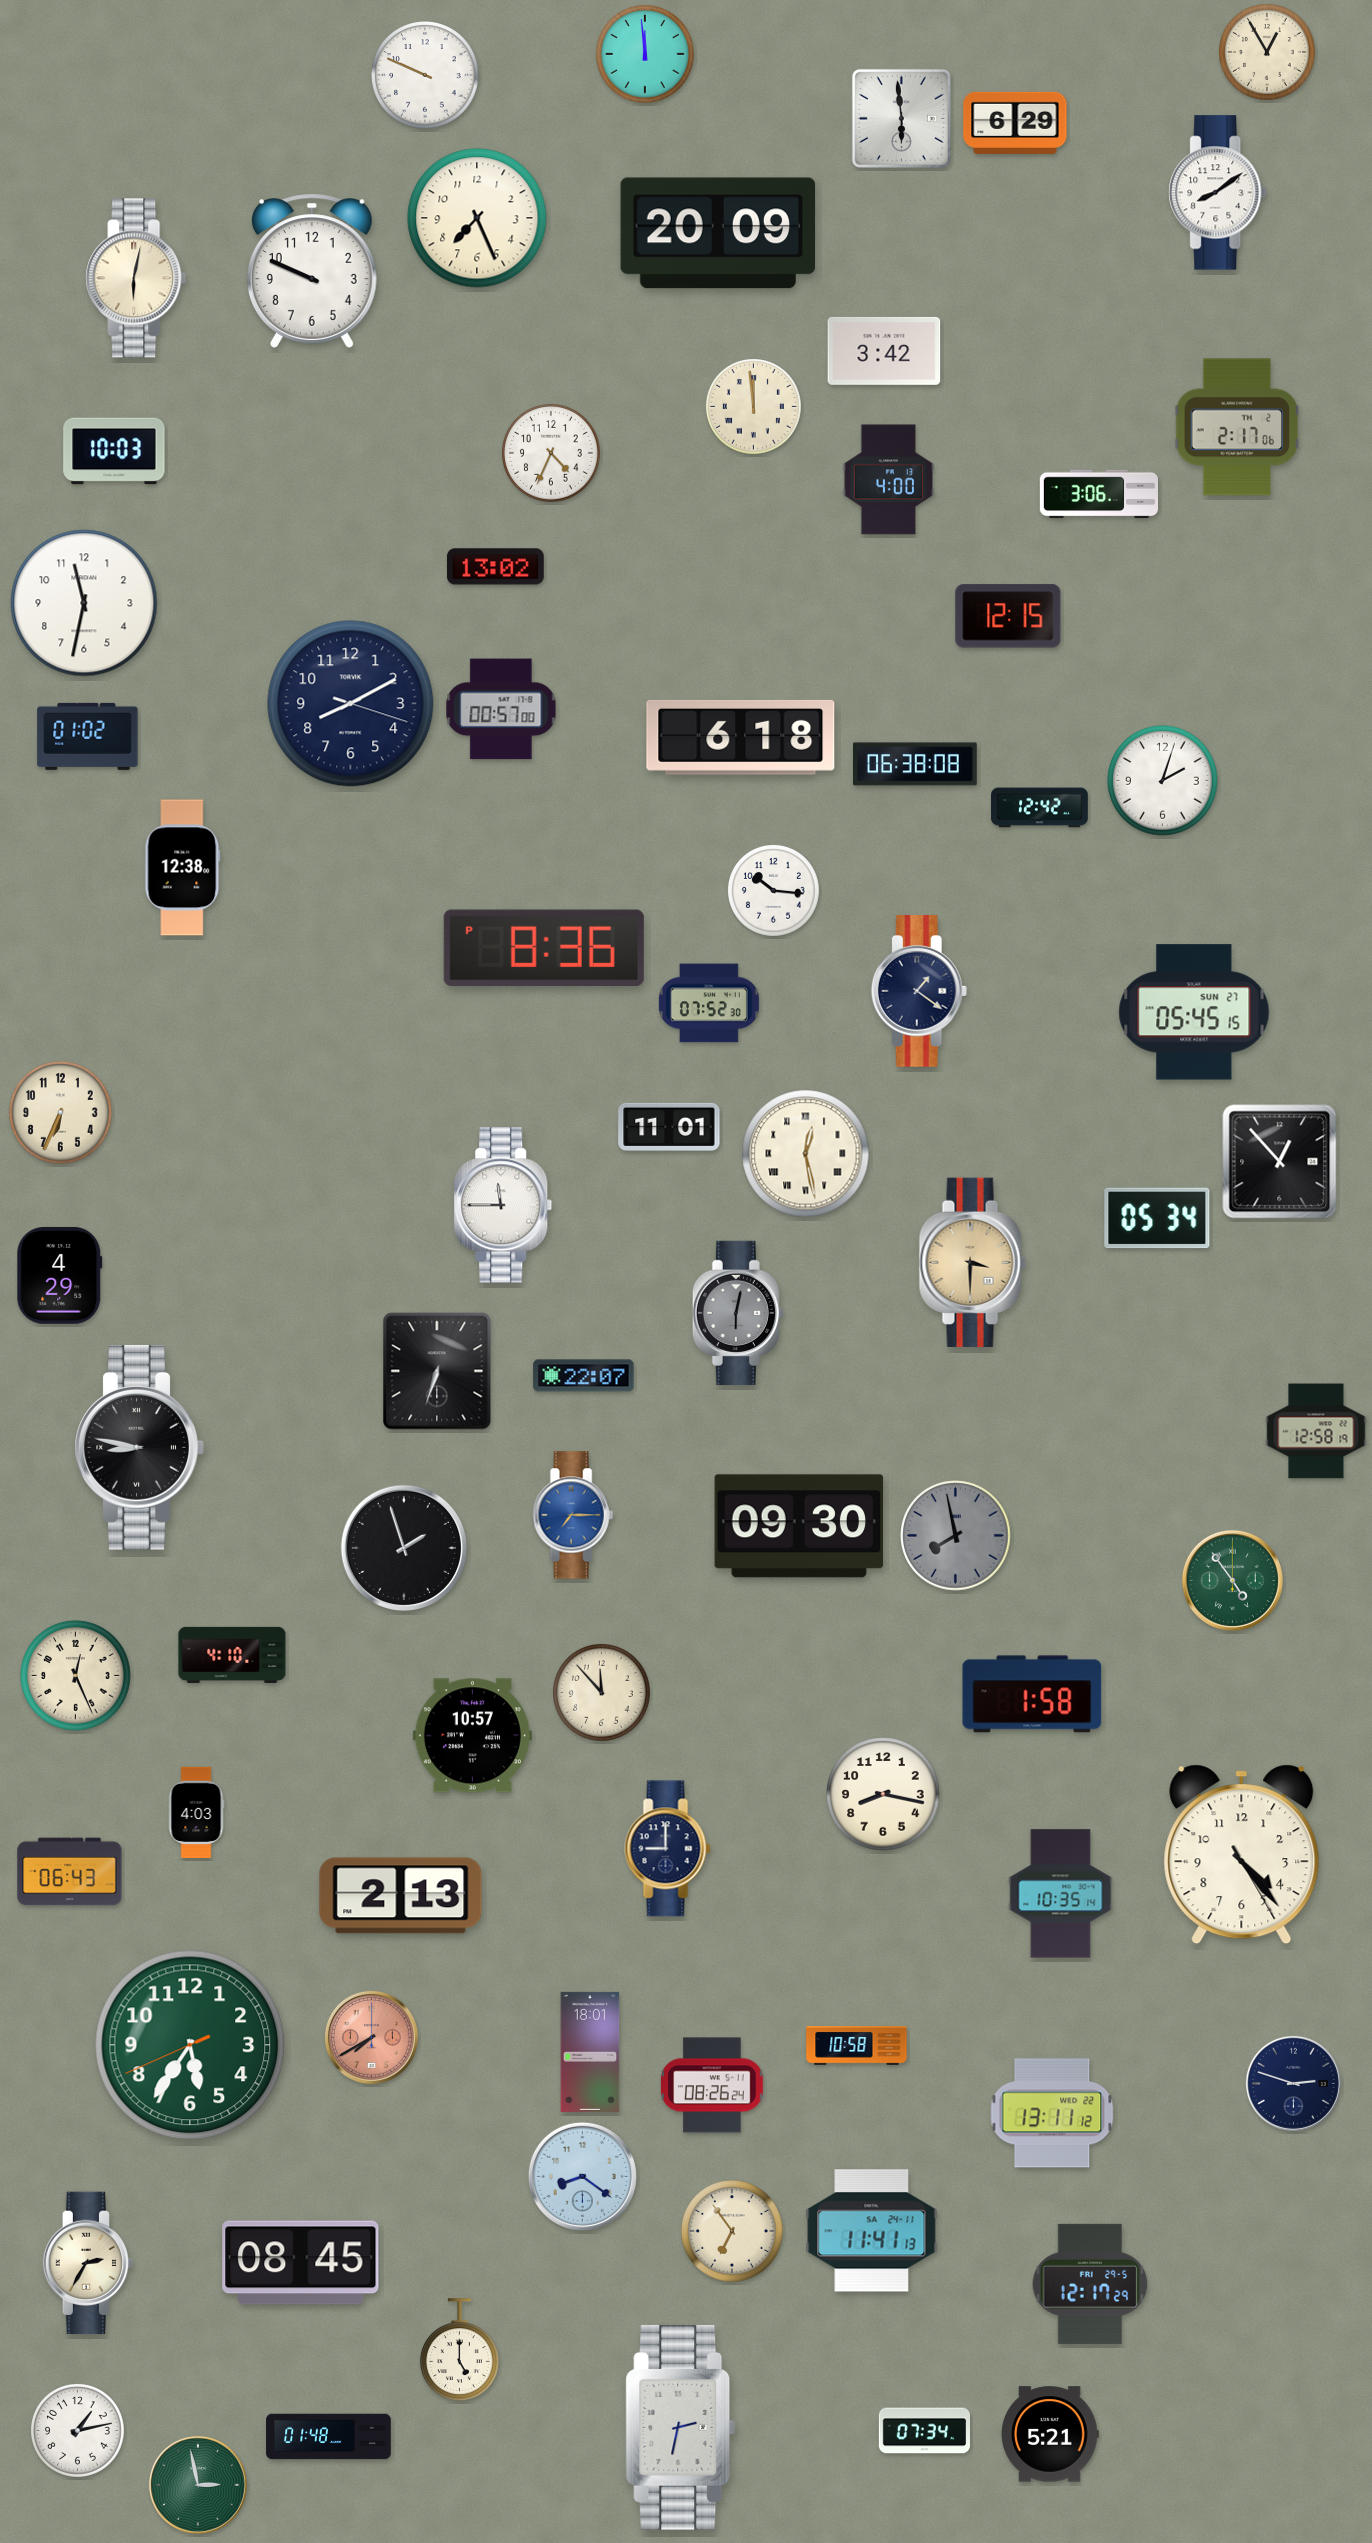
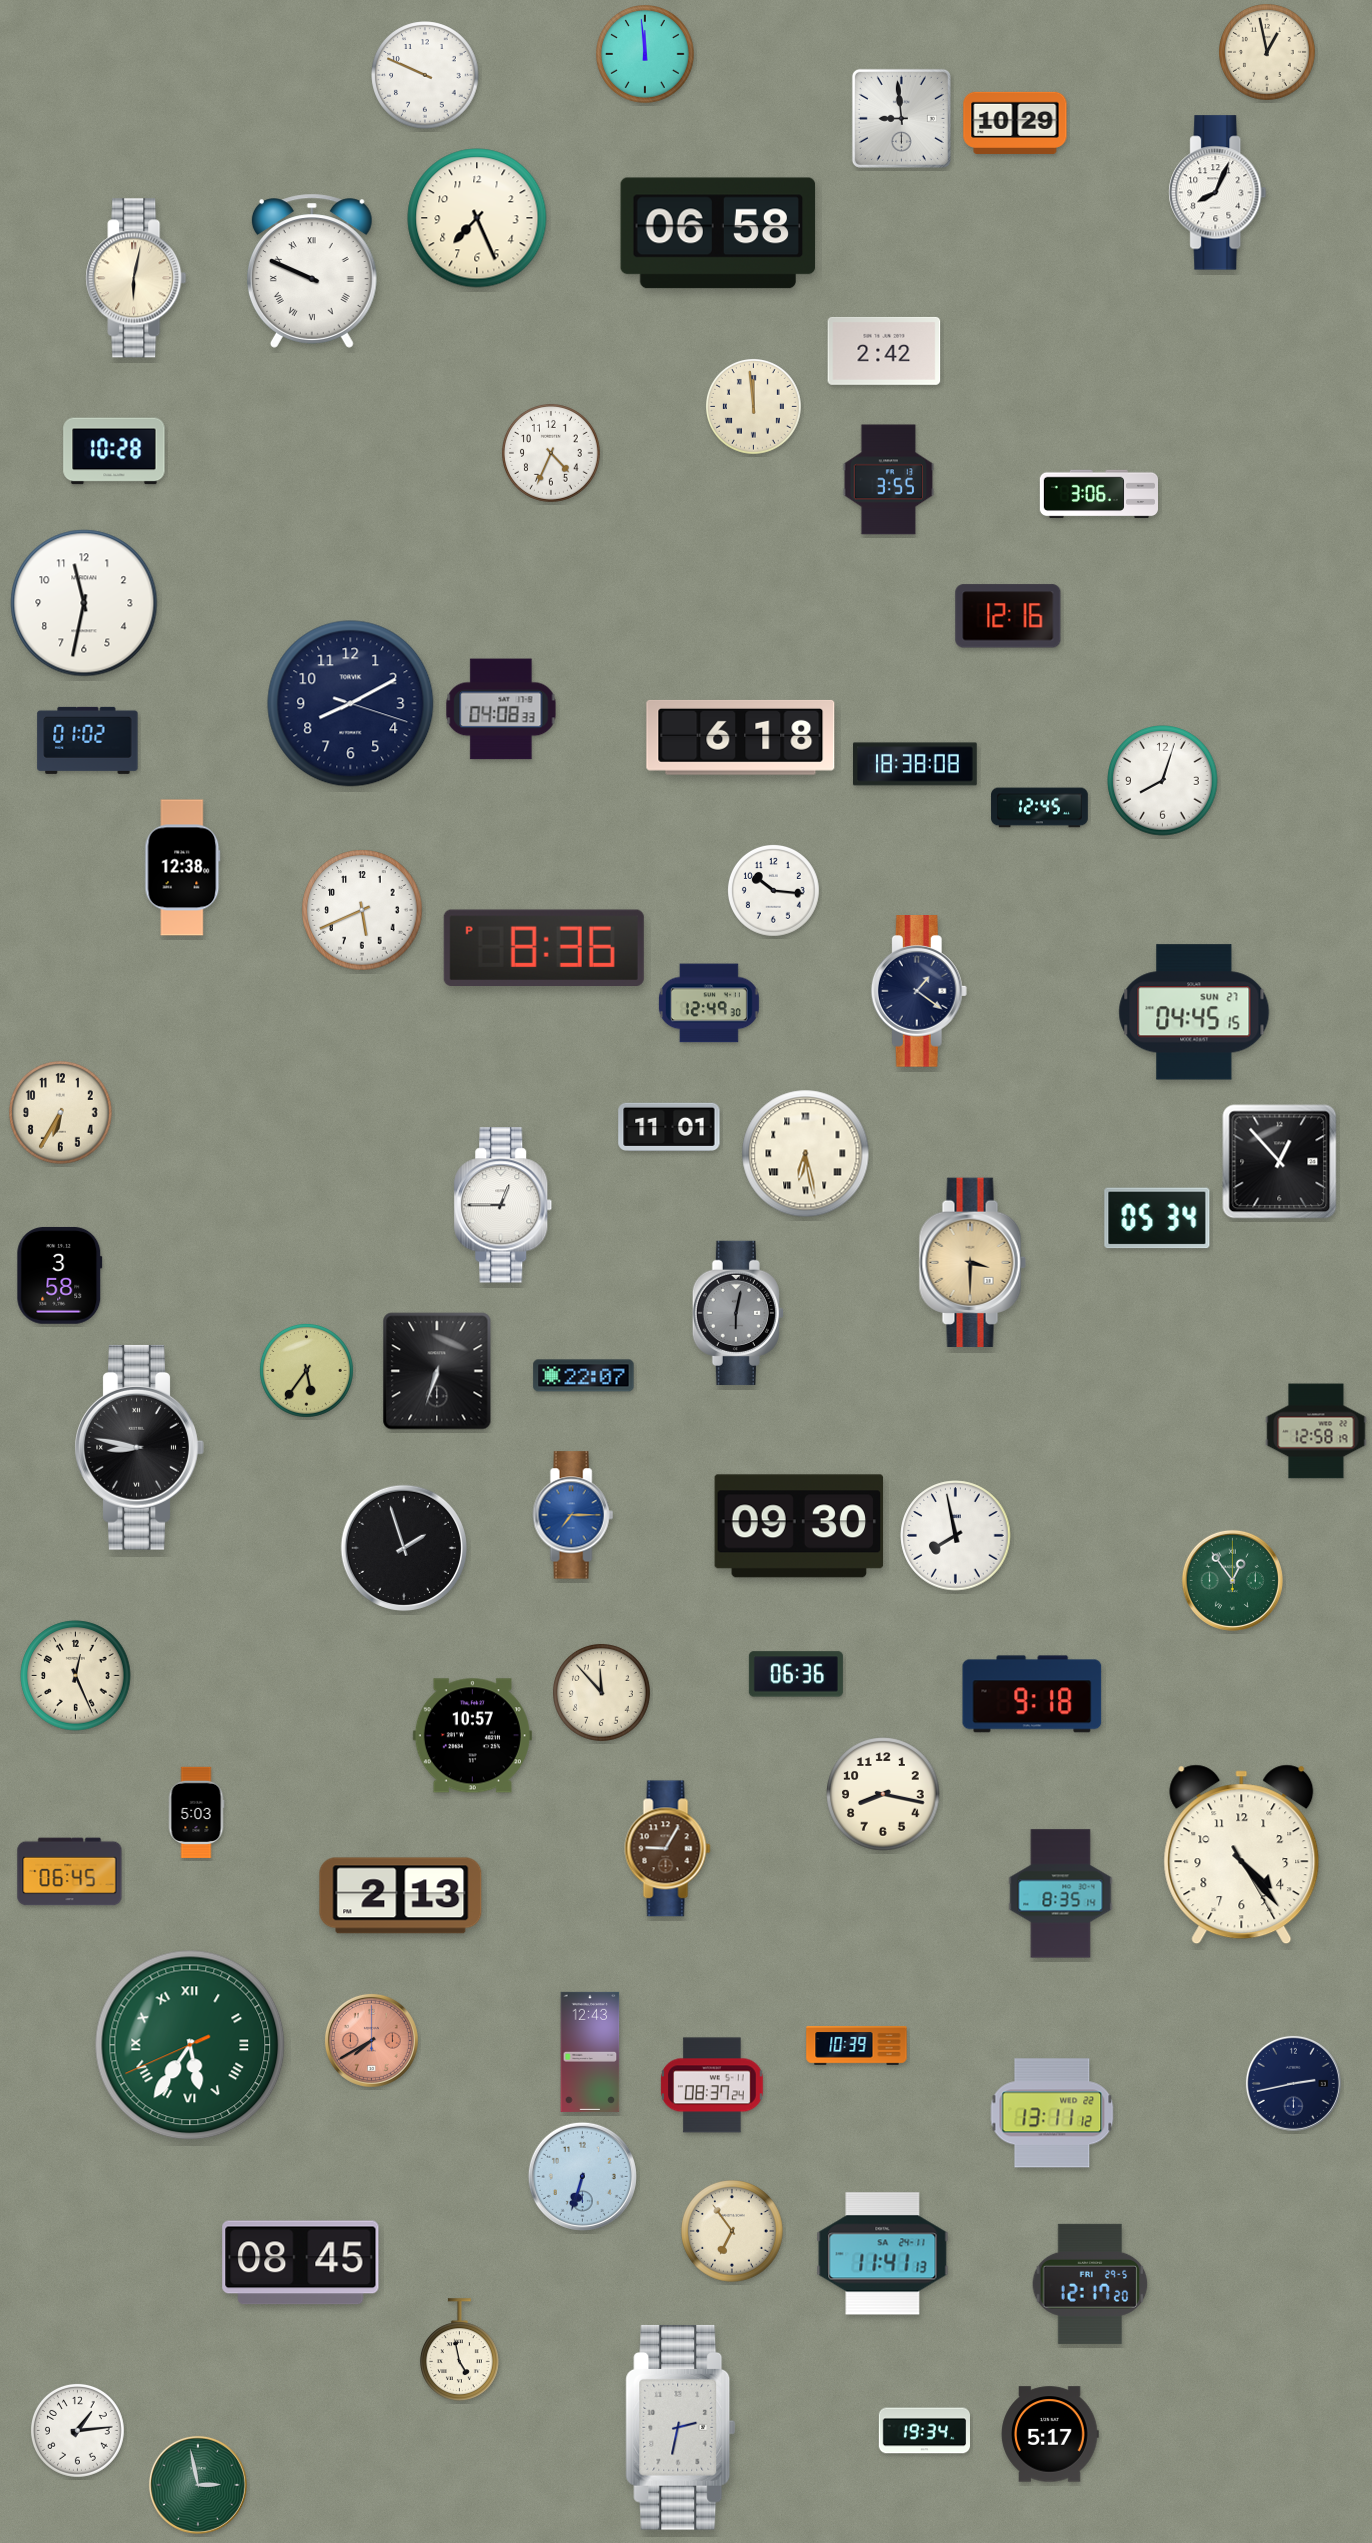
clock at (1268, 53): 12:55 -> 12:58
clock at (901, 118): 5:59 -> 8:59
clock at (1015, 123): 6:29 -> 10:29
clock at (1218, 193): 8:09 -> 8:04
clock at (718, 233): 20:09 -> 06:58
clock at (312, 271) numerals: Arabic -> Roman
clock at (884, 351): 3:42 -> 2:42
clock at (1237, 427): 2:17 -> none
clock at (114, 451): 10:03 -> 10:28
clock at (889, 480): 4:00 -> 3:55
clock at (496, 567): 13:02 -> none
clock at (1008, 616): 12:15 -> 12:16
clock at (501, 709): 00:57 -> 04:08
clock at (88, 736) position: (88, 736) -> (88, 740)
clock at (916, 764): 06:38 -> 18:38
clock at (1163, 781): 2:03 -> 8:03
clock at (1040, 808): 12:42 -> 12:45
clock at (362, 910): none -> 5:41
clock at (709, 1003): 07:52 -> 12:49
clock at (1194, 1012): 05:45 -> 04:45
clock at (61, 1113): 6:34 -> 6:35
clock at (806, 1154): 12:28 -> 6:28
clock at (503, 1205): 11:45 -> 12:45
clock at (60, 1276): 4:29 -> 3:58
clock at (306, 1370): none -> 5:36
clock at (956, 1536) dial: grey -> white
clock at (1232, 1580): 4:54 -> 12:54
clock at (232, 1655): 4:10 -> none
clock at (796, 1674): none -> 06:36
clock at (1032, 1694): 1:58 -> 9:18
clock at (196, 1812): 4:03 -> 5:03
clock at (668, 1849): 9:00 -> 9:05
clock at (668, 1849) dial: navy -> brown
clock at (70, 1872): 06:43 -> 06:45
clock at (1061, 1894): 10:35 -> 8:35
clock at (371, 2037) position: (371, 2037) -> (371, 2040)
clock at (190, 2045) numerals: Arabic -> Roman
clock at (857, 2046): 10:58 -> 10:39
clock at (590, 2052): 18:01 -> 12:43
clock at (1293, 2083): 2:48 -> 2:43
clock at (712, 2085): 08:26 -> 08:37
clock at (582, 2176): 8:21 -> 6:33
clock at (872, 2231) position: (872, 2231) -> (883, 2254)
clock at (88, 2263): 2:35 -> none
clock at (1090, 2284): 12:17:29 -> 12:17:20
clock at (460, 2350): 5:00 -> 4:58
clock at (77, 2430): 1:13 -> 1:14
clock at (924, 2431): 07:34 -> 19:34
clock at (1050, 2434): 5:21 -> 5:17
clock at (329, 2437): 01:48 -> none
